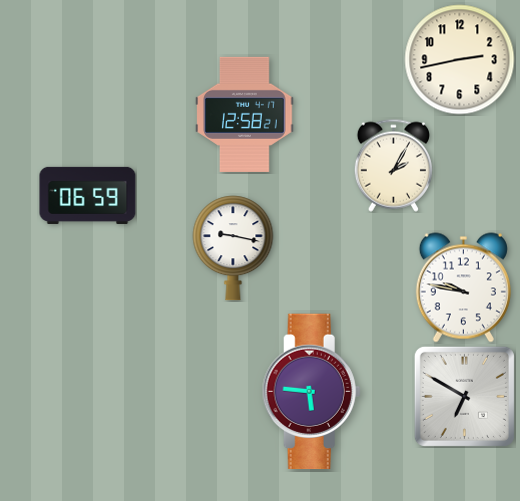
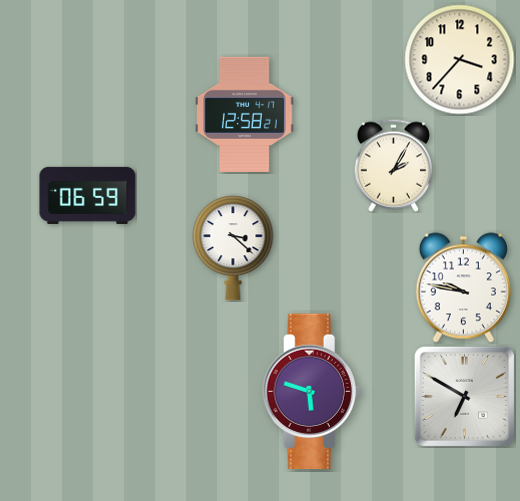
clock at (460, 60): 2:43 -> 3:37
clock at (233, 248): 9:17 -> 3:22
clock at (311, 392): 5:46 -> 5:48
